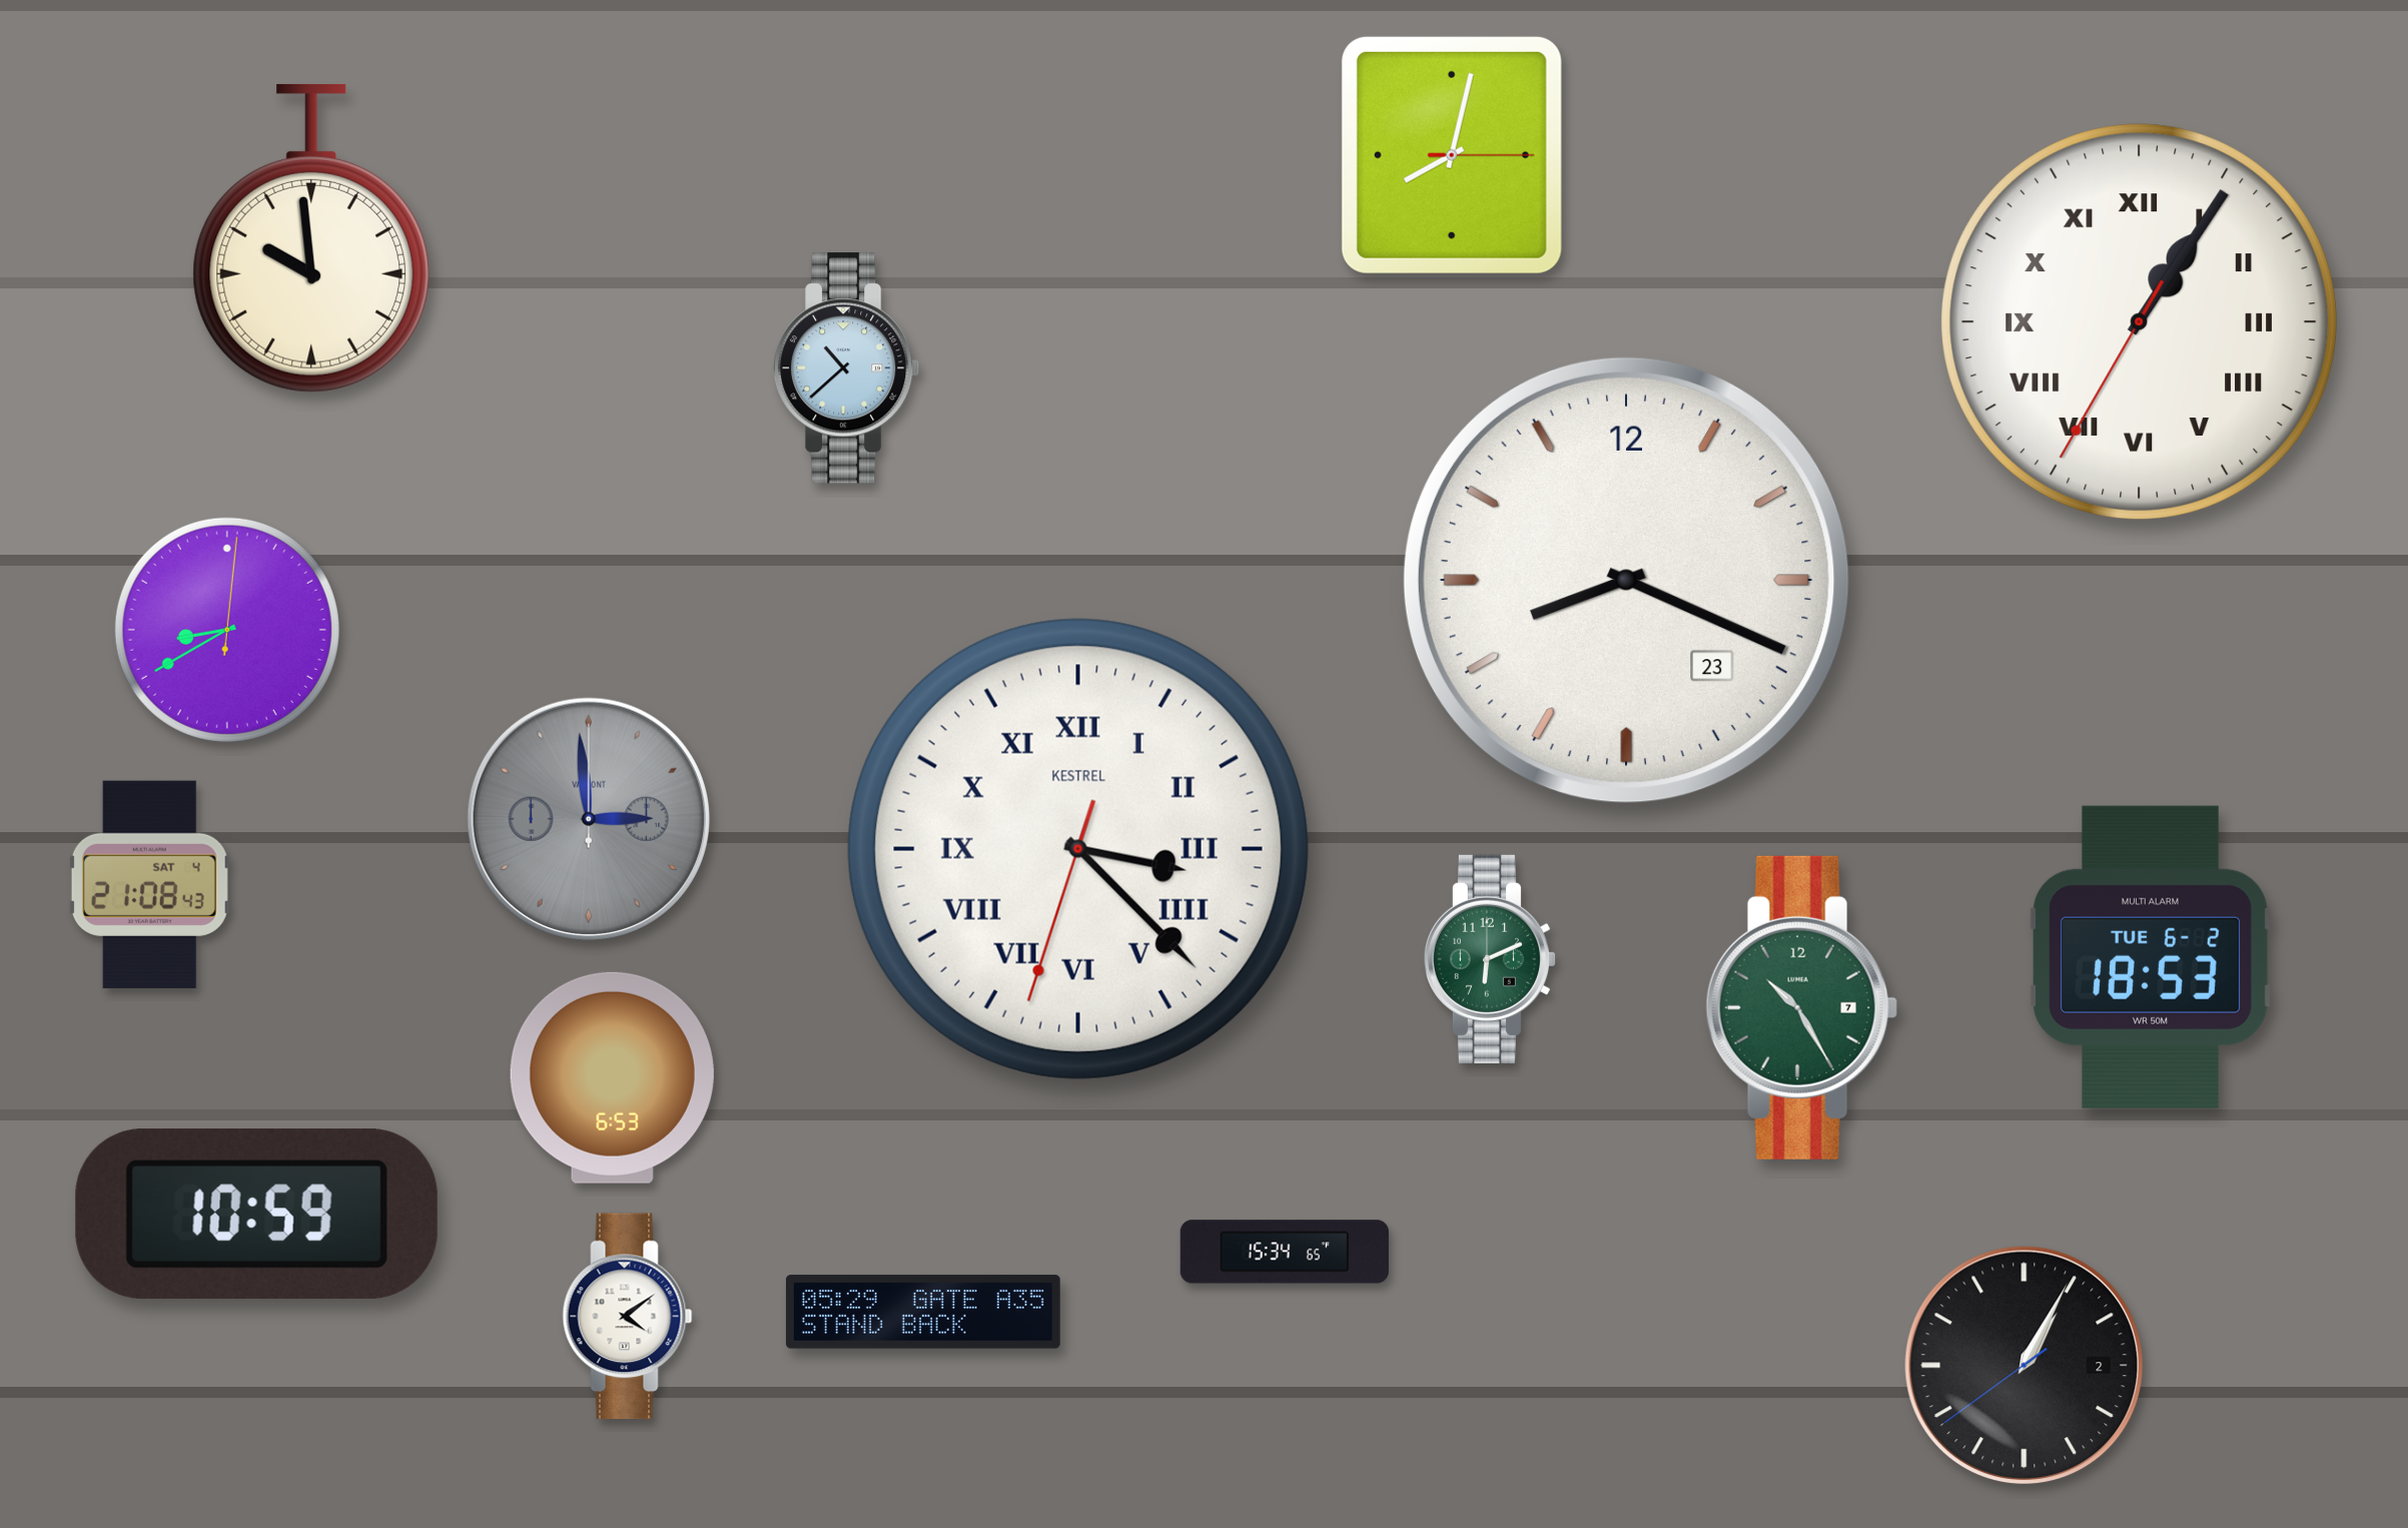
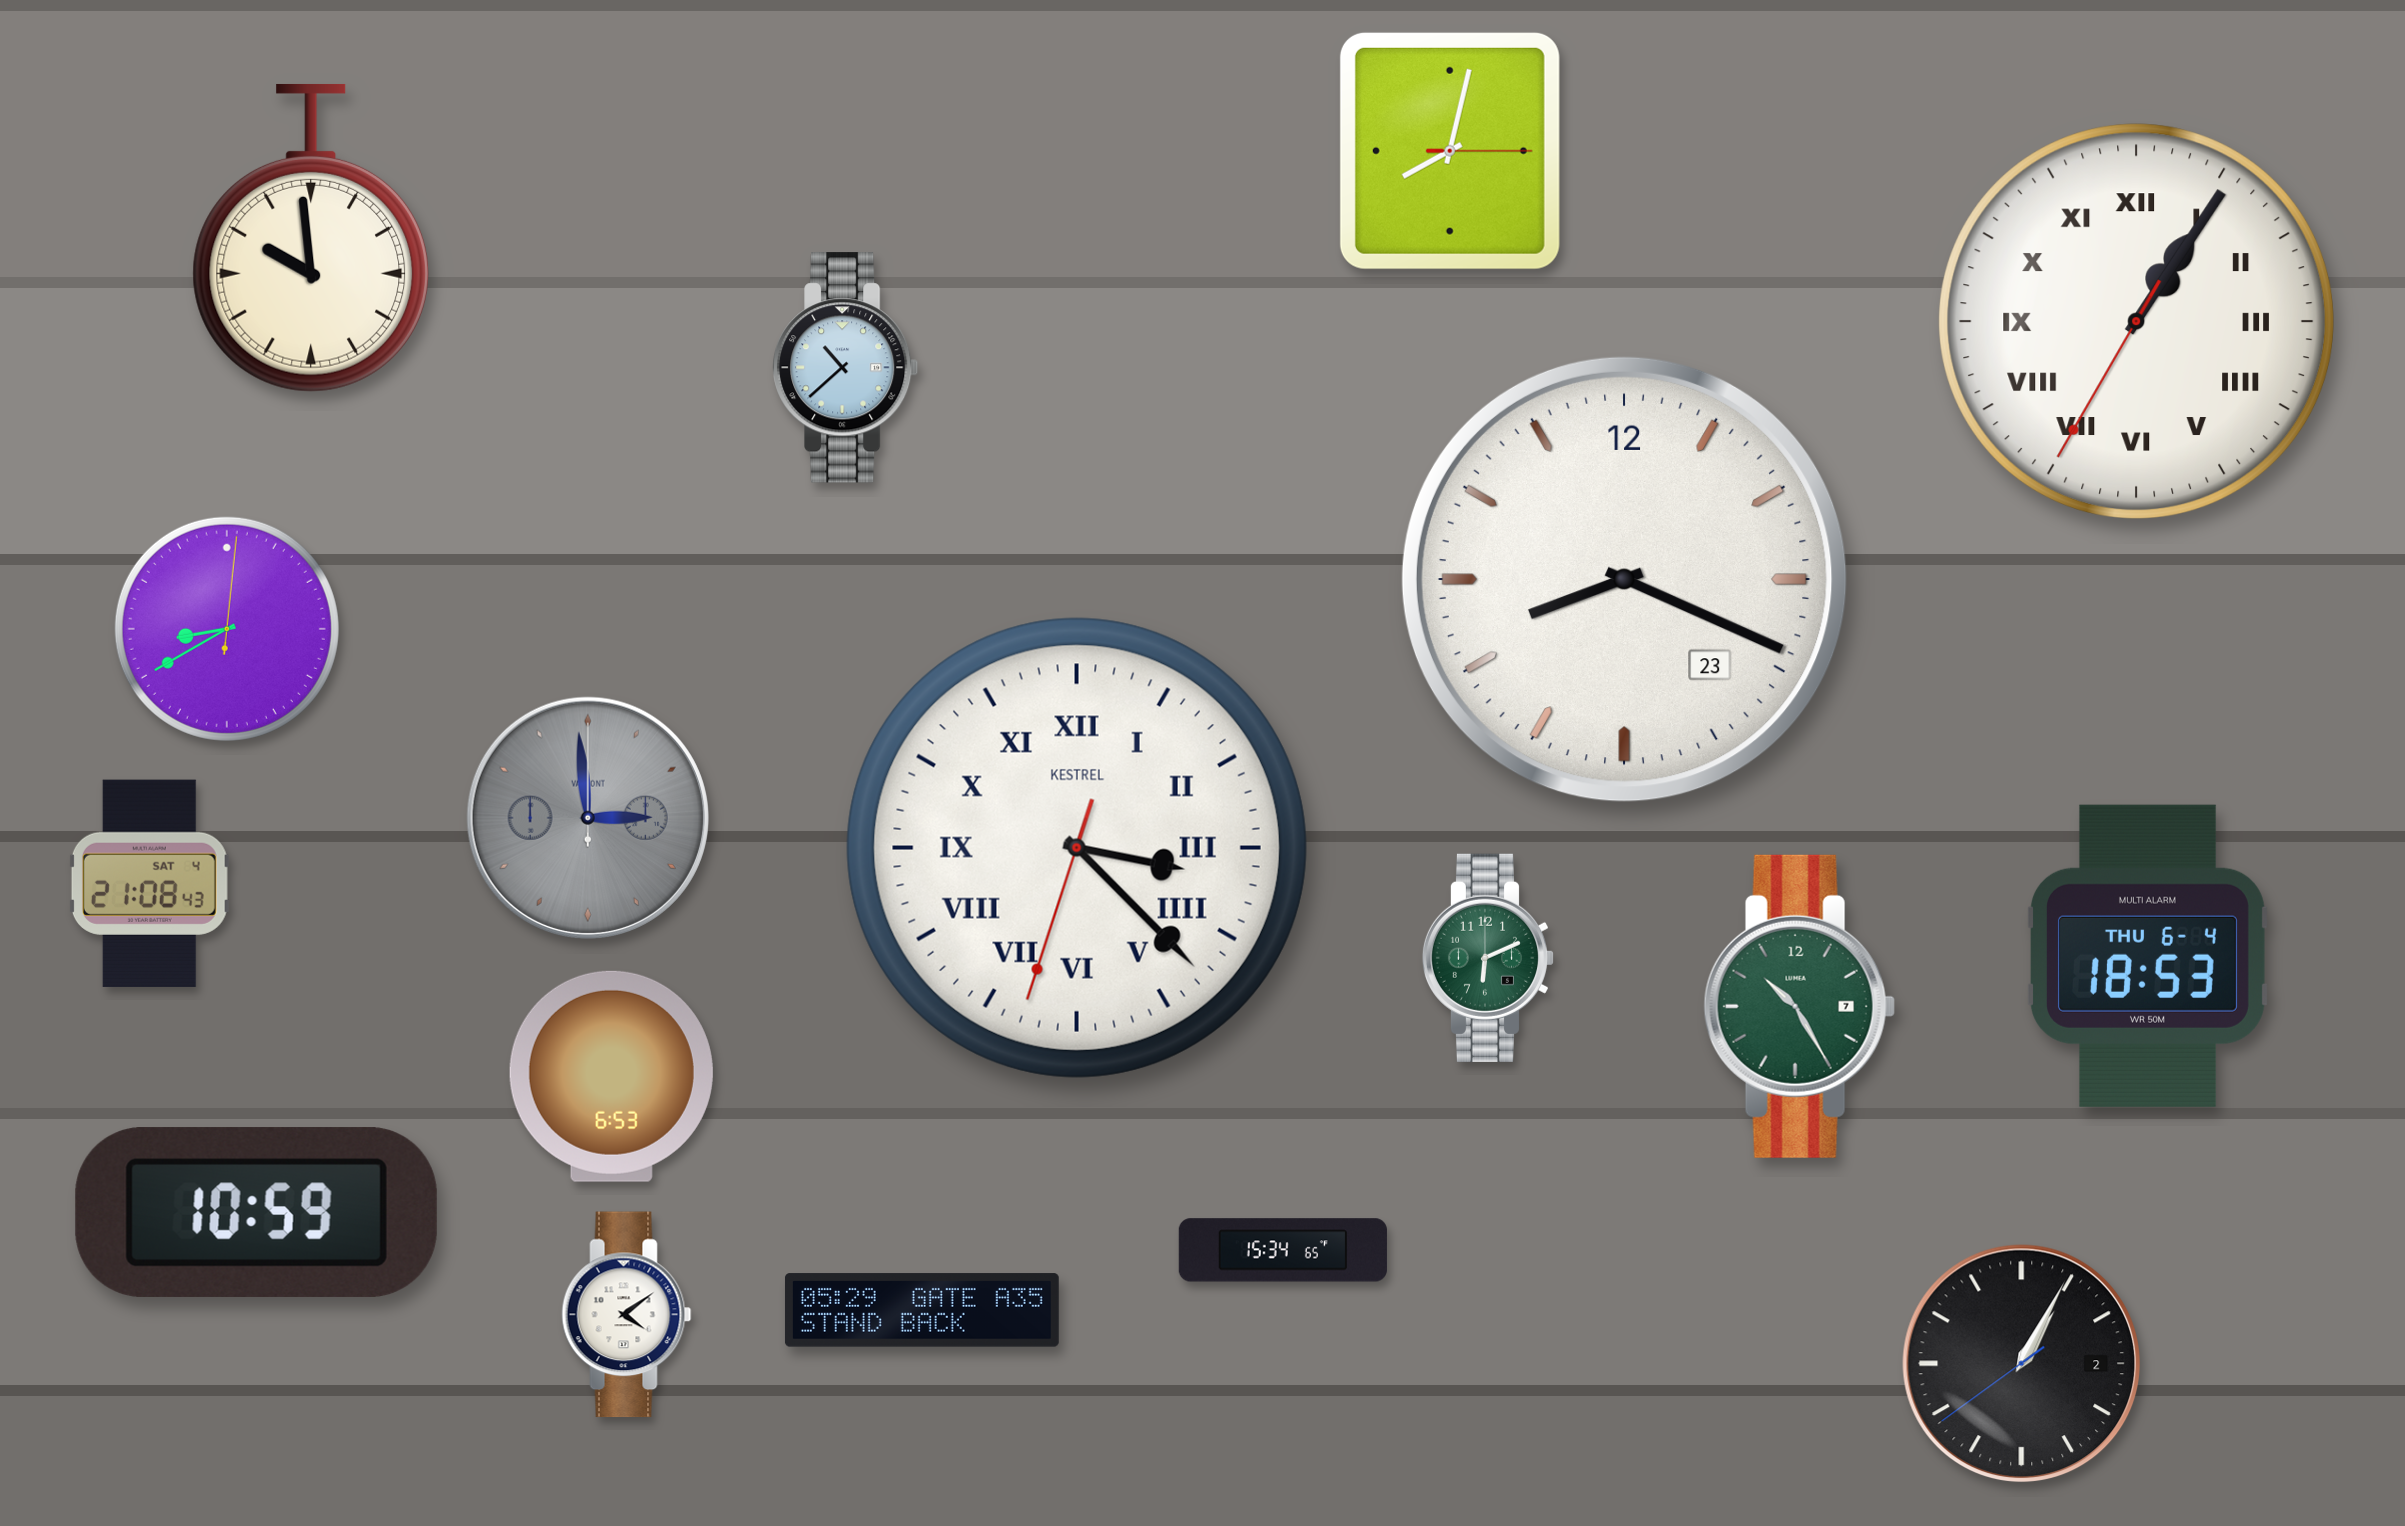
clock at (1452, 155) position: (1452, 155) -> (1450, 151)
clock at (2151, 957) date: TUE 6-2 -> THU 6-4
